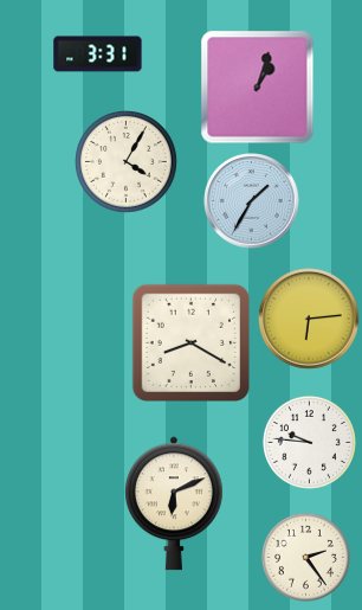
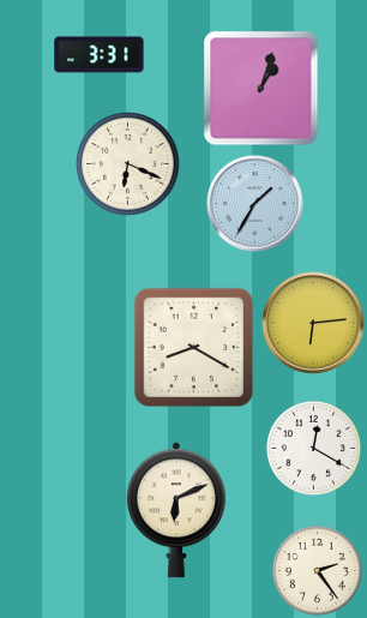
clock at (127, 162): 4:05 -> 6:19
clock at (309, 442): 9:46 -> 12:20
clock at (305, 557) position: (305, 557) -> (317, 570)
